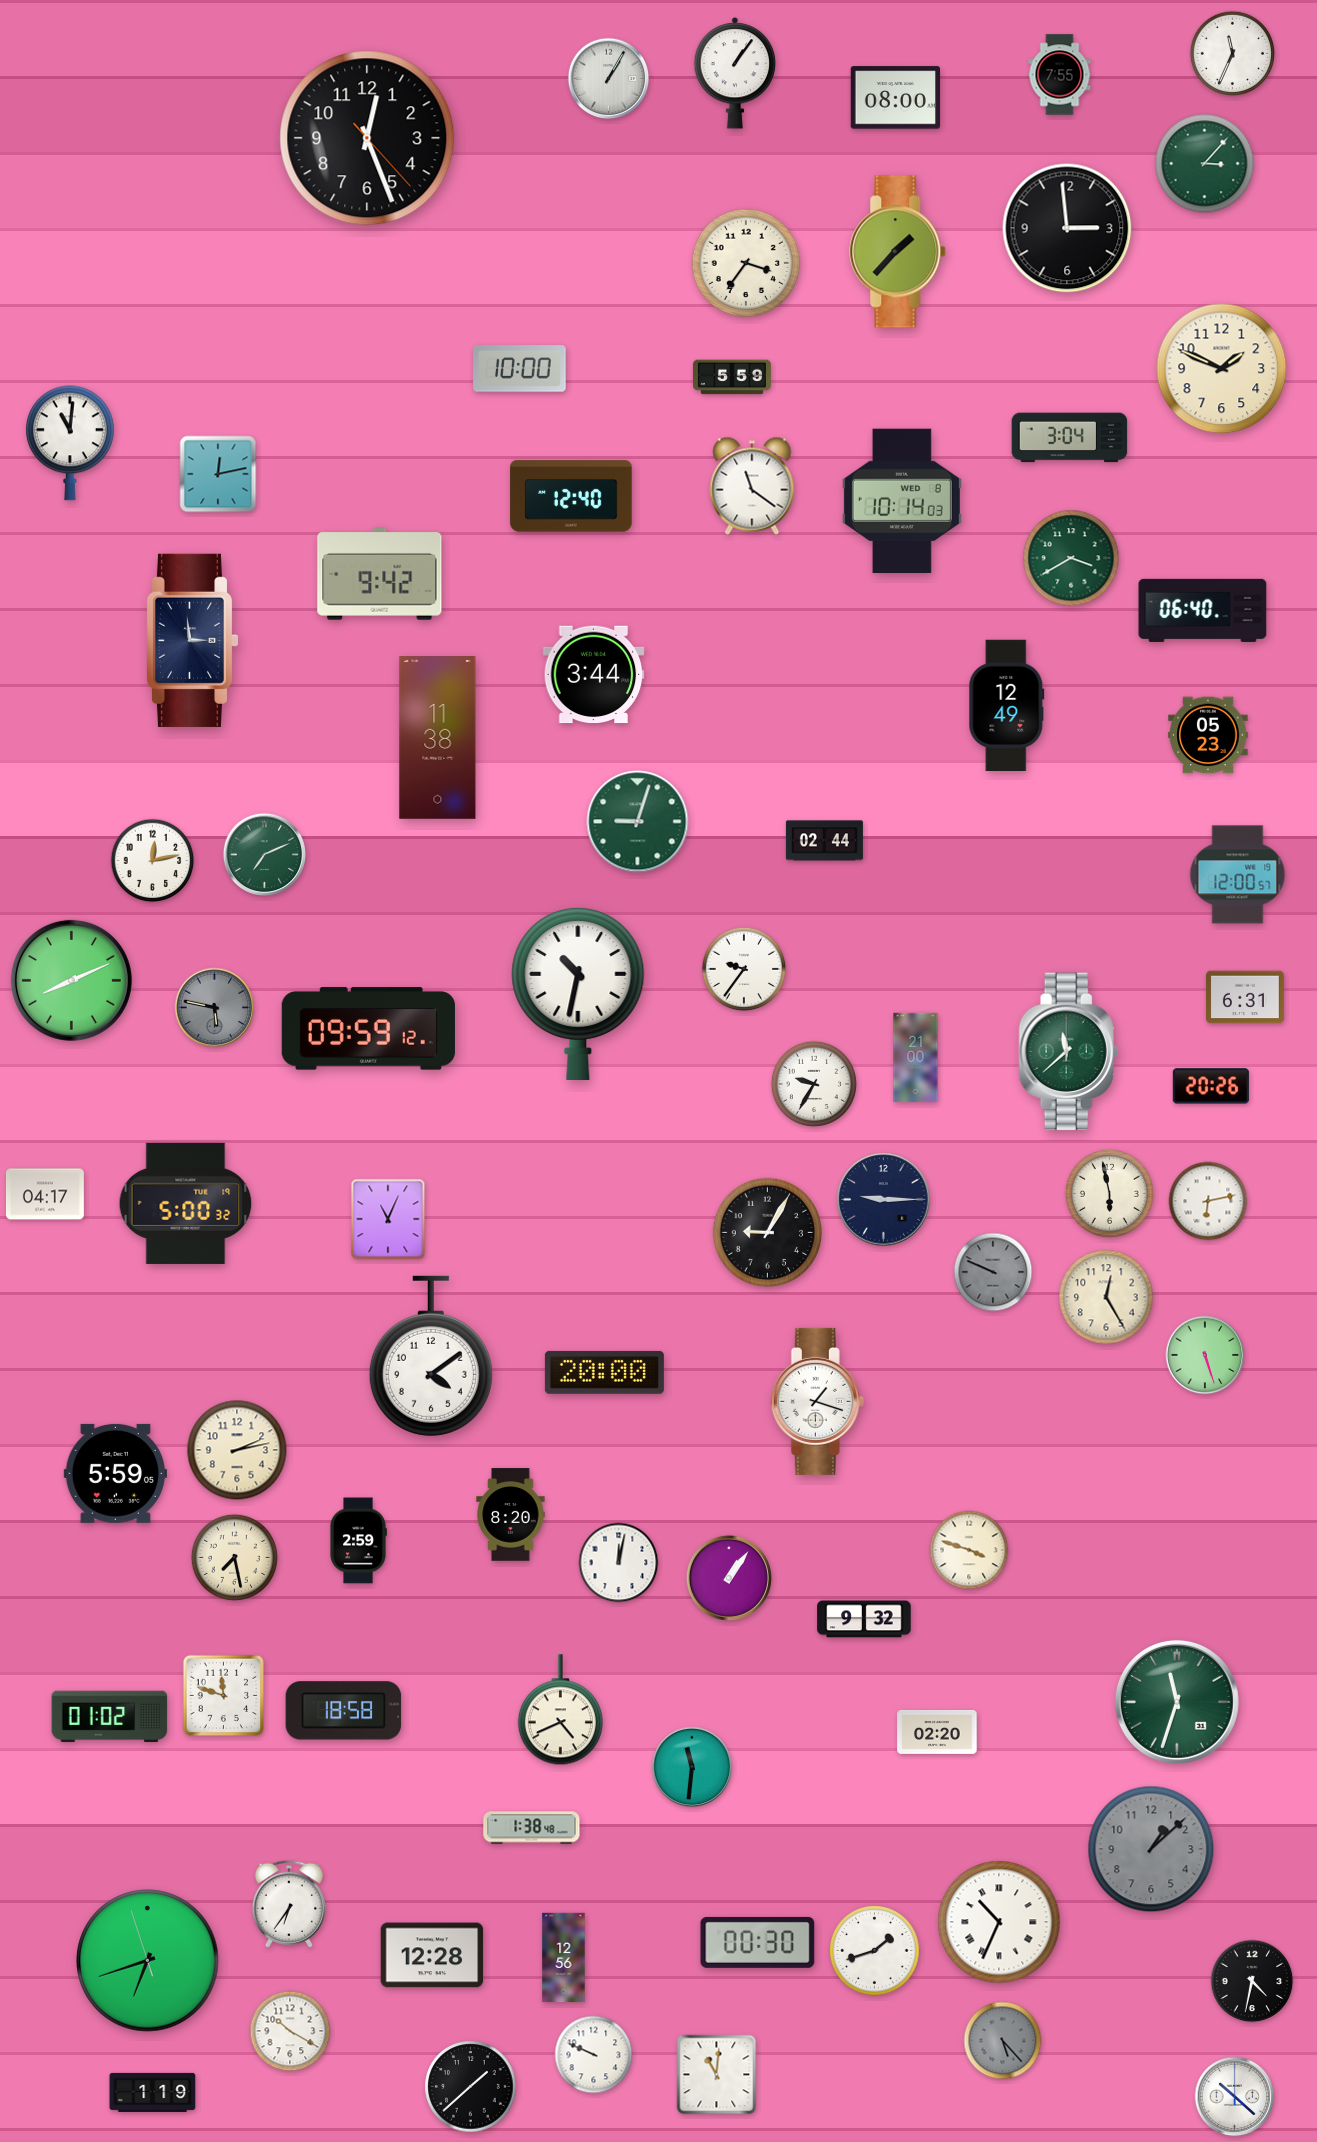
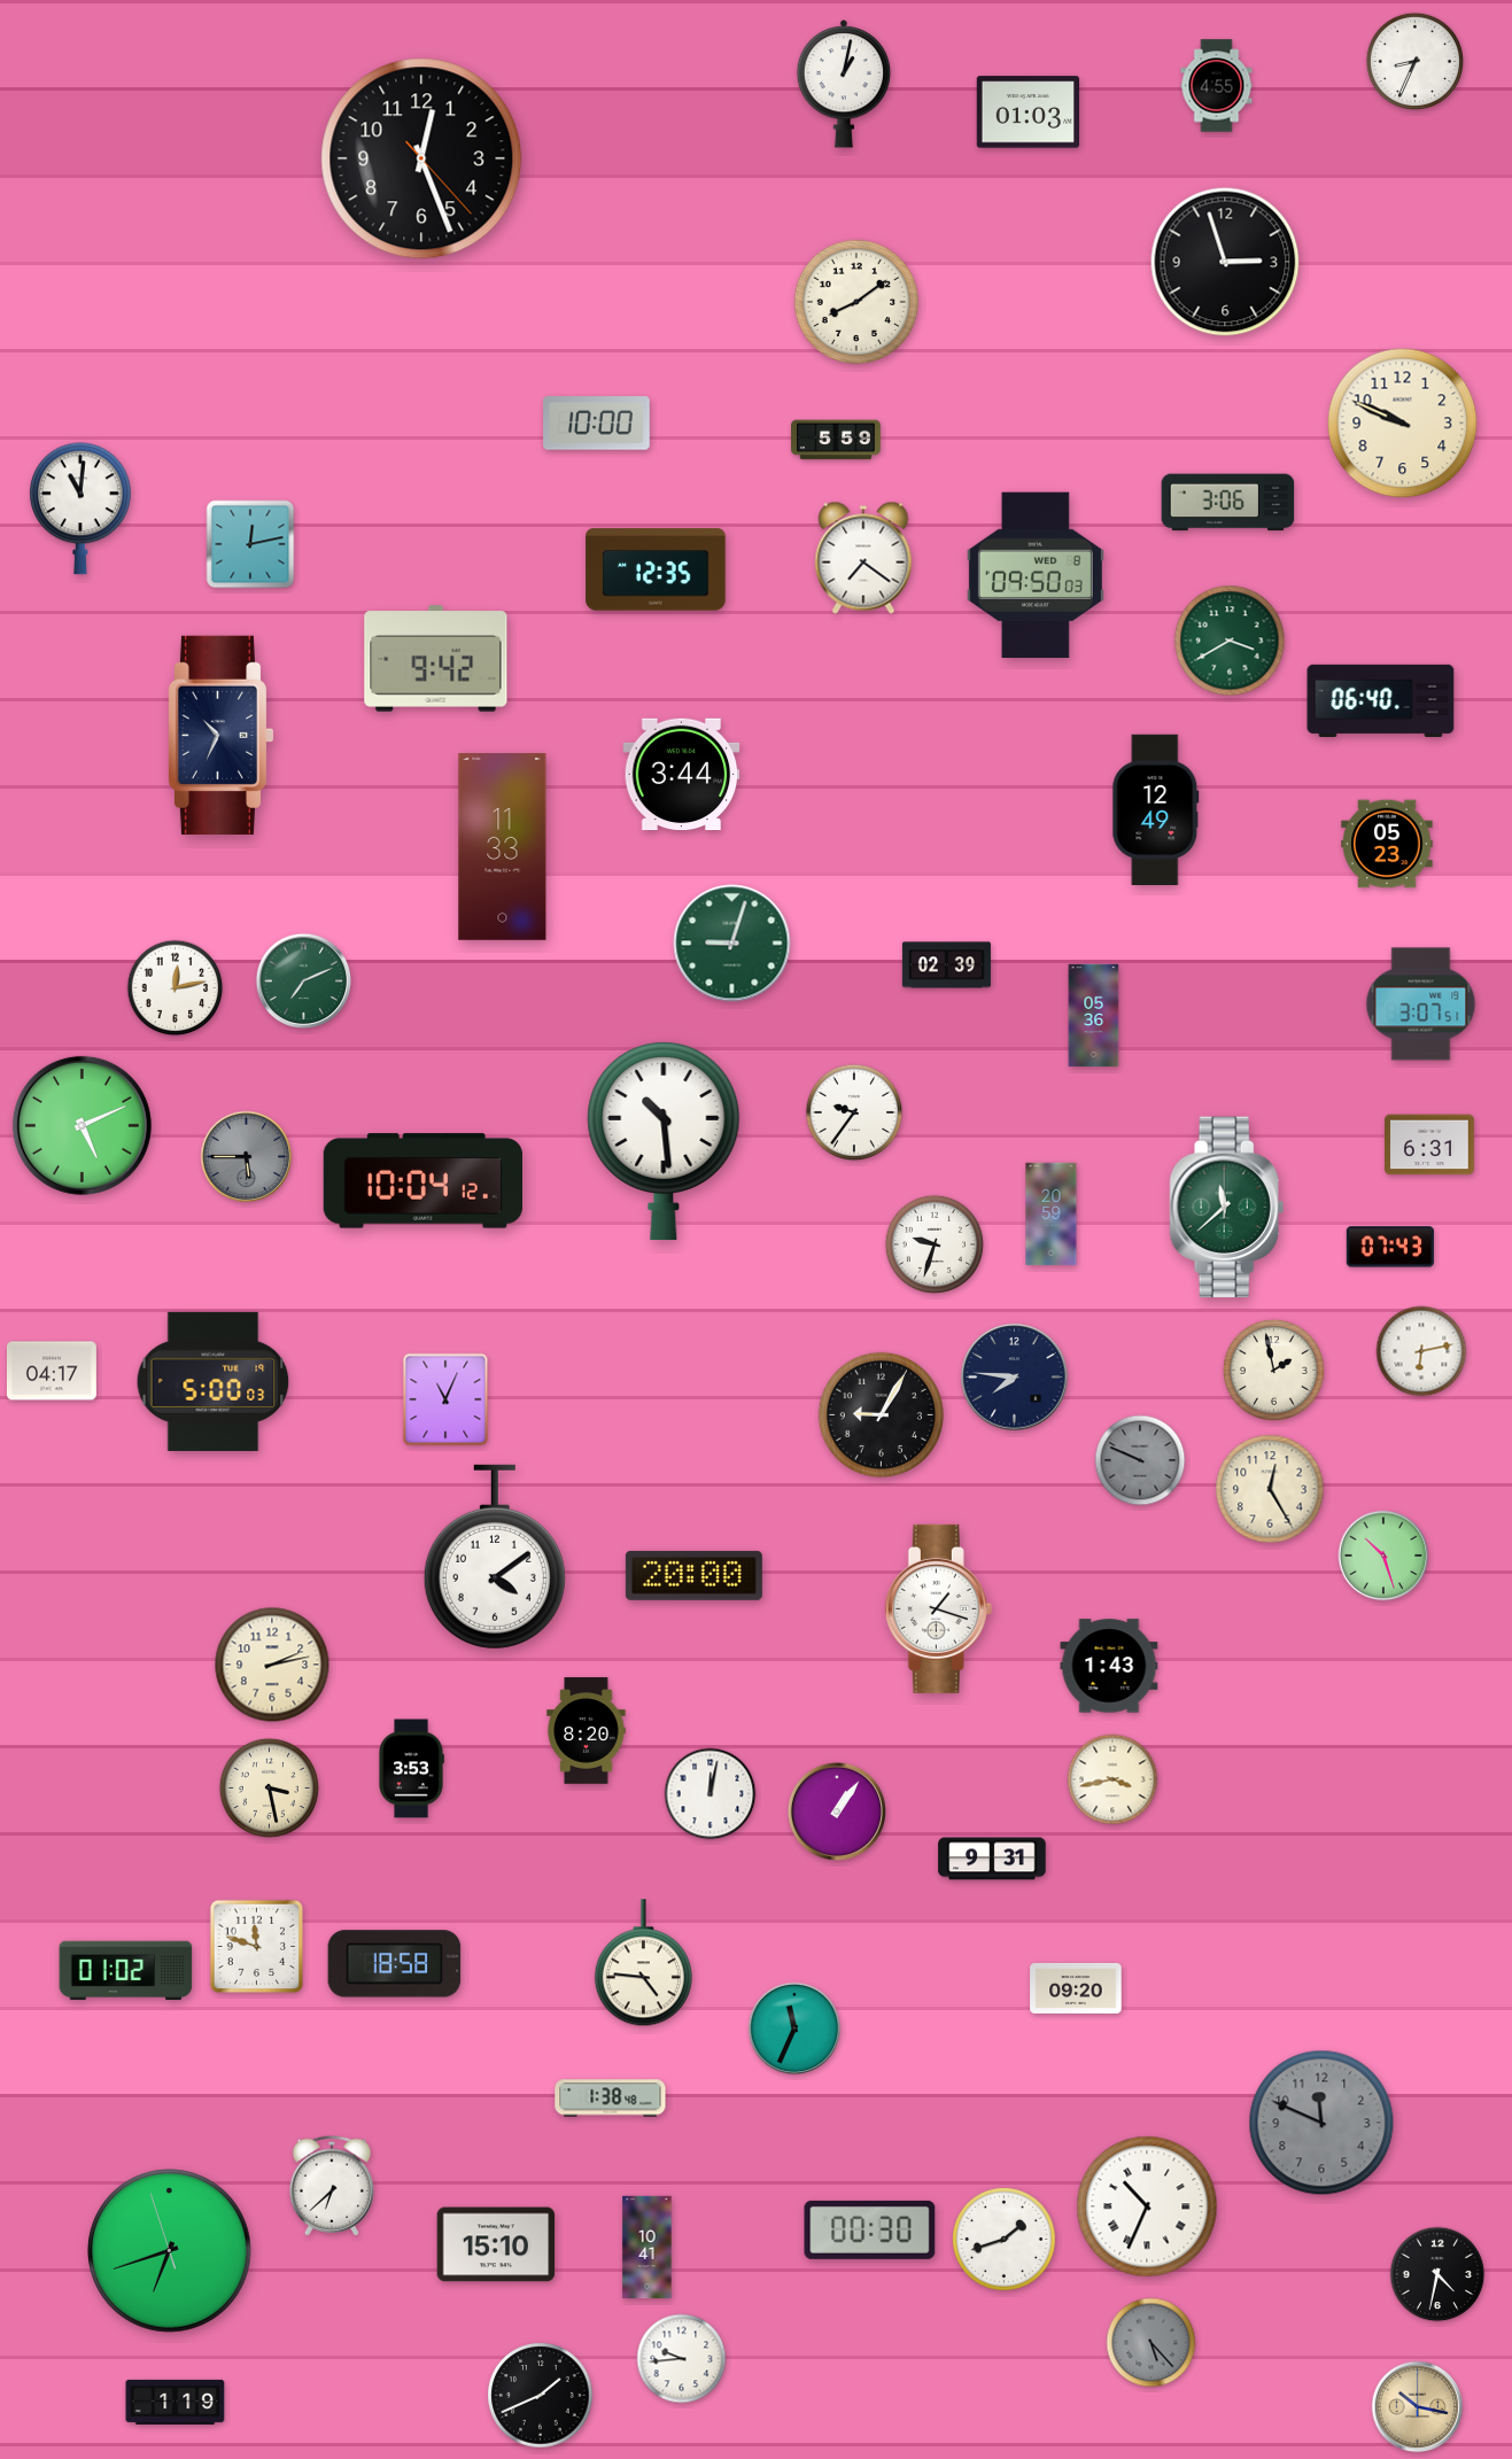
clock at (1233, 54): 11:34 -> 8:34
clock at (735, 73): 1:06 -> 1:02
clock at (1060, 75): 7:55 -> 4:55
clock at (609, 79): 1:05 -> none
clock at (895, 98): 08:00 -> 01:03
clock at (1205, 164): 3:07 -> none
clock at (1067, 228): 2:59 -> 2:57
clock at (898, 252): 1:37 -> none
clock at (746, 263): 3:36 -> 8:09
clock at (1222, 369): 1:49 -> 9:49
clock at (733, 377) position: (733, 377) -> (837, 440)
clock at (1070, 438): 3:04 -> 3:06
clock at (752, 486): 11:21 -> 7:21
clock at (571, 496): 12:40 -> 12:35
clock at (902, 501): 10:14 -> 09:50
clock at (192, 640): 2:59 -> 10:34
clock at (438, 738): 11:38 -> 11:33
clock at (824, 841): 02:44 -> 02:39
clock at (1238, 875): 12:00 -> 3:07
clock at (1094, 1016): none -> 05:36
clock at (71, 980): 8:11 -> 5:11
clock at (578, 993): 10:32 -> 10:29
clock at (215, 1008): 5:47 -> 5:45
clock at (368, 1029): 09:59 -> 10:04
clock at (916, 1058): 21:00 -> 20:59
clock at (814, 1084): 9:35 -> 9:33
clock at (1211, 1086): 20:26 -> 07:43
clock at (1109, 1193): 5:58 -> 1:58
clock at (884, 1200): 9:15 -> 7:46
clock at (1208, 1201) position: (1208, 1201) -> (1421, 1351)
clock at (186, 1203): 5:00:32 -> 5:00:03
clock at (1205, 1355): 5:27 -> 10:27
clock at (1109, 1666): none -> 1:43
clock at (115, 1473): 5:59 -> none
clock at (511, 1515) position: (511, 1515) -> (587, 1731)
clock at (358, 1541): 2:59 -> 3:53
clock at (969, 1550): 3:48 -> 3:43
clock at (234, 1557): 7:28 -> 3:28
clock at (864, 1619): 9:32 -> 9:31
clock at (1177, 1702): 11:33 -> none
clock at (560, 1710): 4:41 -> 4:46
clock at (937, 1732): 02:20 -> 09:20
clock at (692, 1767): 11:31 -> 11:34
clock at (1151, 1849): 1:08 -> 11:49
clock at (288, 1904): 6:36 -> 6:38
clock at (432, 1955): 12:28 -> 15:10
clock at (564, 1958): 12:56 -> 10:41
clock at (290, 2031): 10:20 -> none
clock at (594, 2055): 9:49 -> 9:44
clock at (717, 2075): 11:01 -> none
clock at (471, 2087): 1:38 -> 1:41
clock at (1235, 2097): 10:22 -> 10:17
clock at (1235, 2097) dial: white -> champagne
